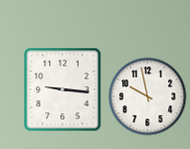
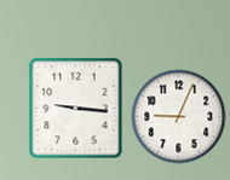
clock at (147, 96): 9:58 -> 9:04
